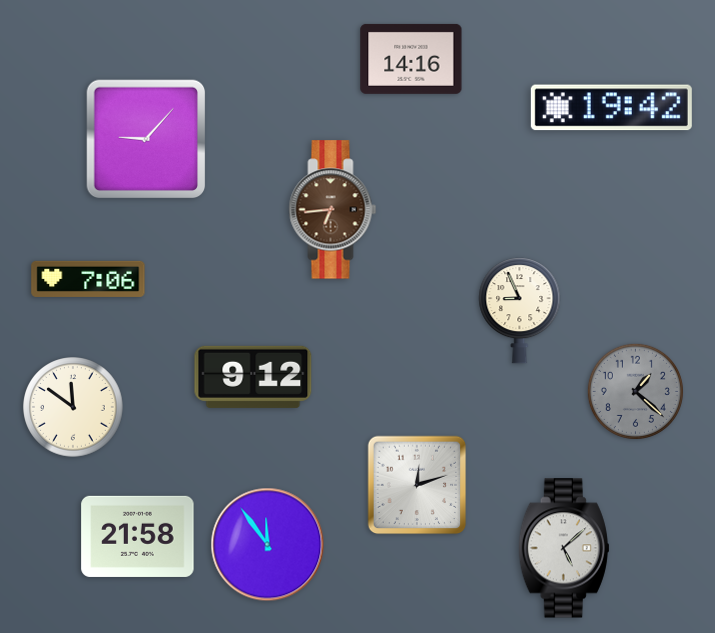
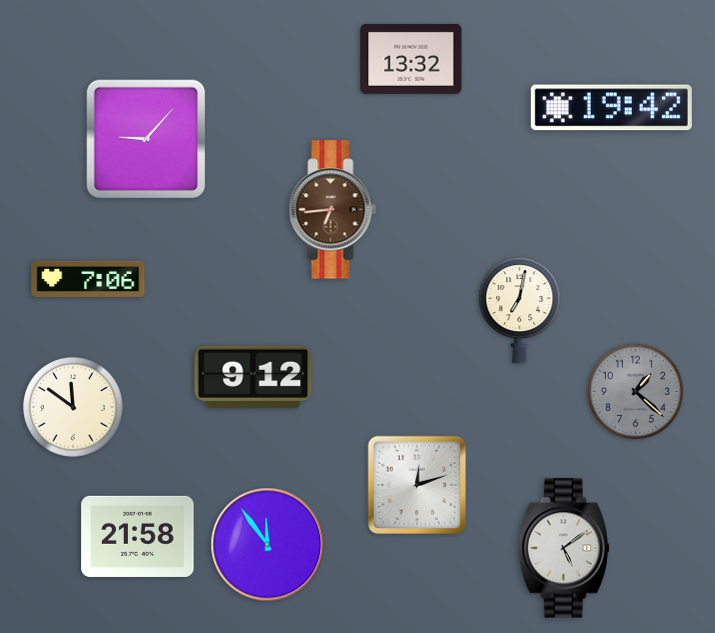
clock at (411, 59): 14:16 -> 13:32
clock at (520, 311): 8:56 -> 7:02
clock at (564, 548): 5:08 -> 5:09
